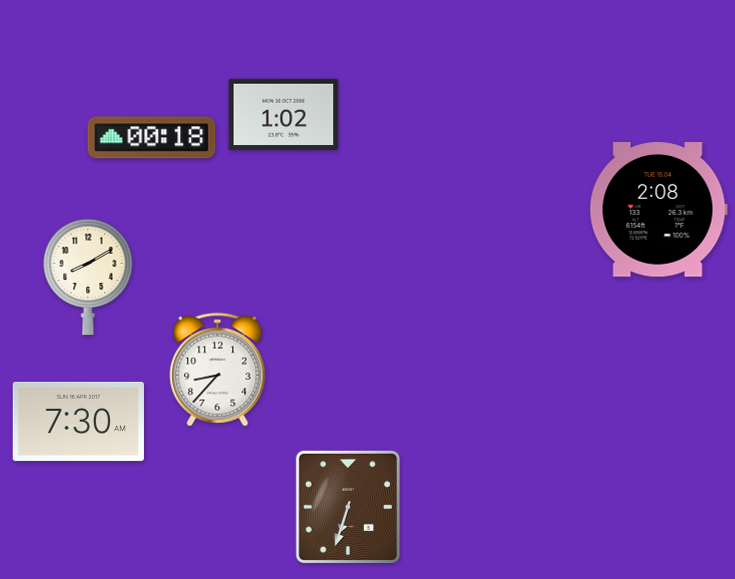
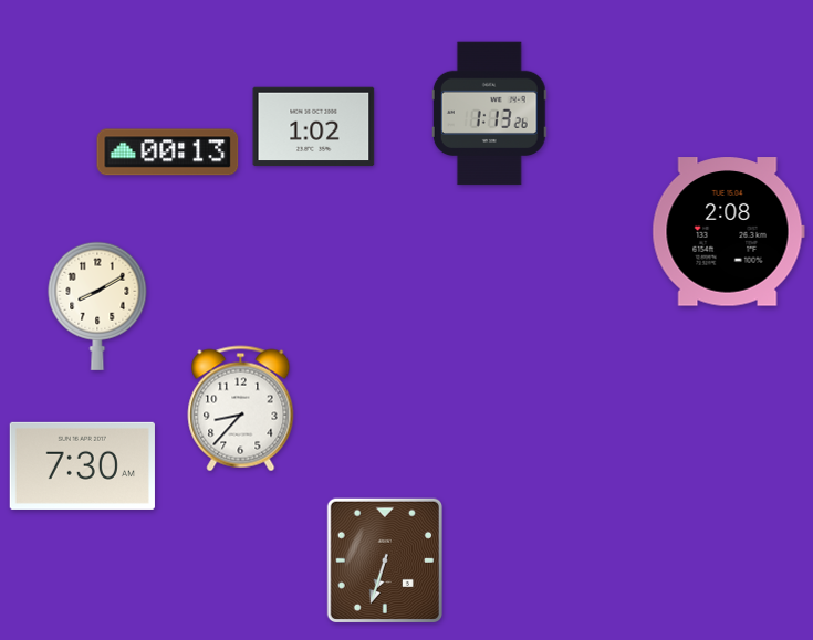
clock at (489, 114): none -> 1:13
clock at (152, 138): 00:18 -> 00:13
clock at (78, 421) position: (78, 421) -> (82, 465)
